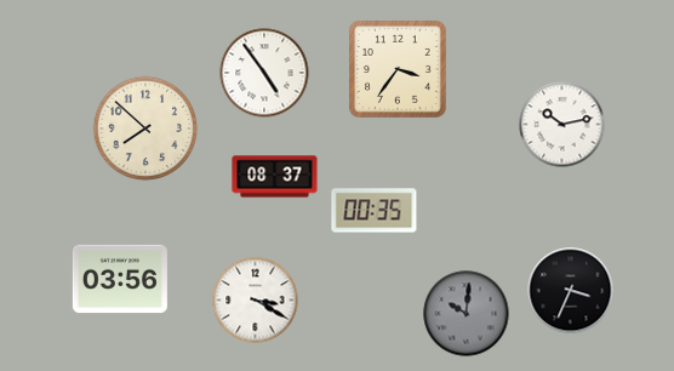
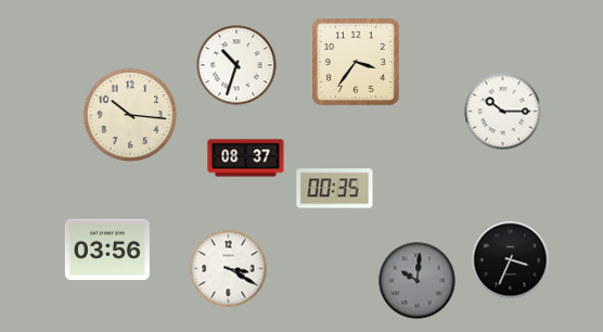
clock at (264, 73): 4:54 -> 10:33
clock at (562, 125): 10:13 -> 10:15
clock at (145, 129): 7:52 -> 10:16
